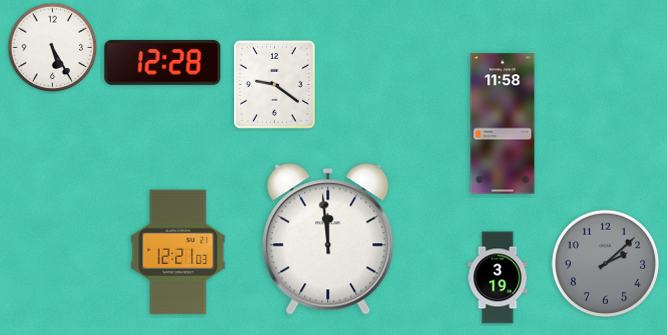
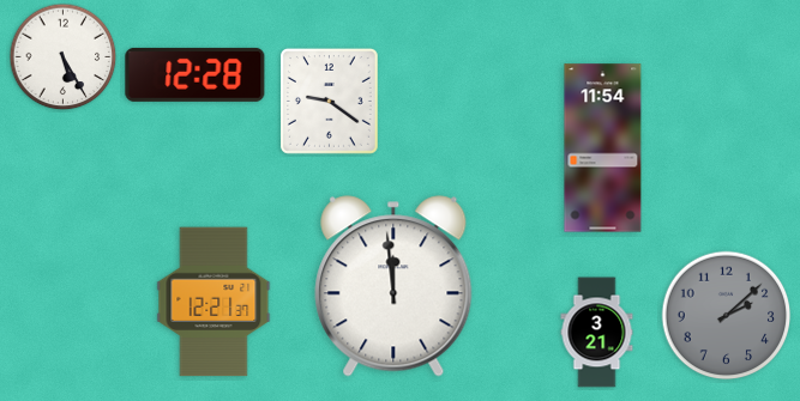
clock at (503, 124): 11:58 -> 11:54
clock at (178, 252): 12:21:03 -> 12:21:37
clock at (498, 278): 3:19 -> 3:21
